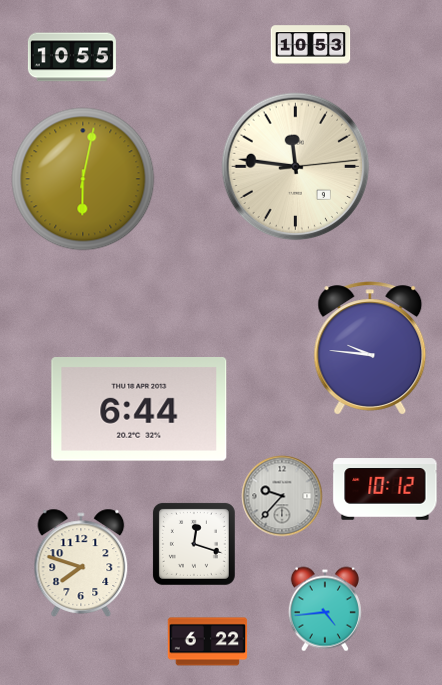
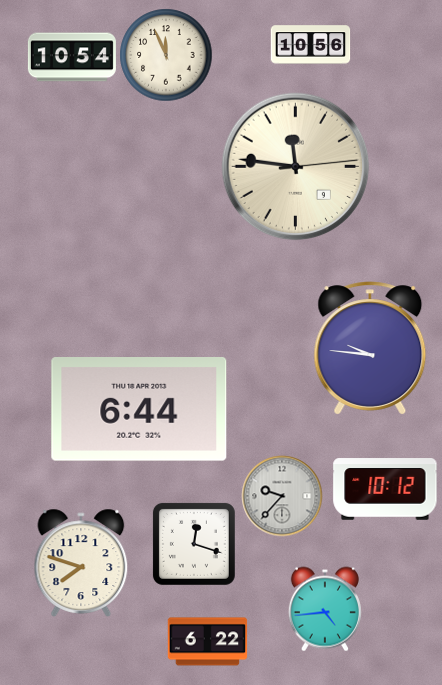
clock at (310, 45): 10:53 -> 10:56
clock at (166, 55): none -> 11:56
clock at (72, 57): 10:55 -> 10:54
clock at (83, 179): 6:02 -> none
